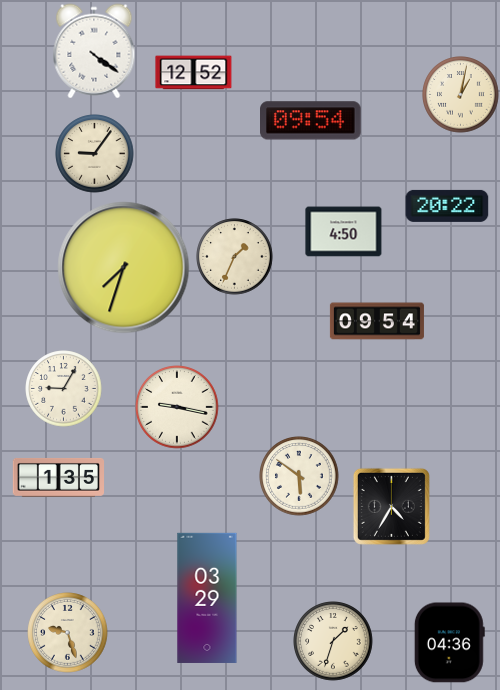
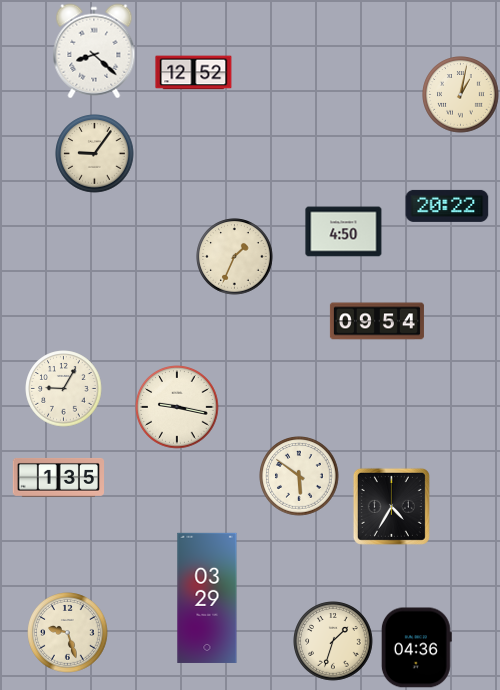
clock at (94, 51): 4:21 -> 8:22
clock at (311, 121): 09:54 -> none
clock at (124, 268): 7:33 -> none
clock at (449, 643) position: (449, 643) -> (416, 648)
